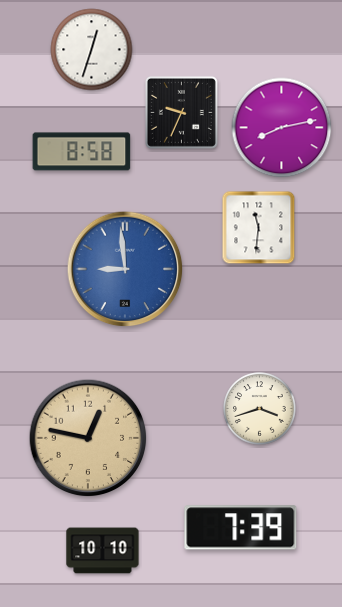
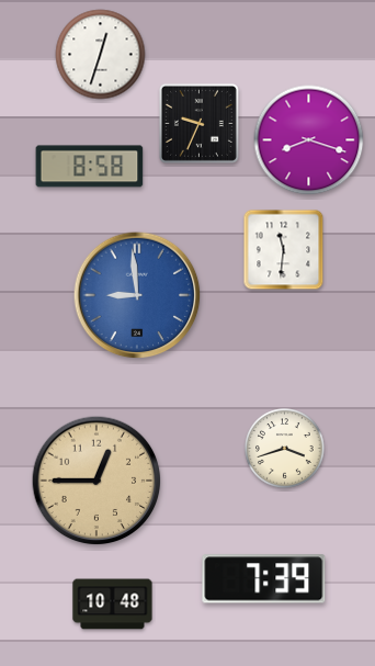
clock at (282, 128): 8:13 -> 8:18
clock at (88, 438): 12:47 -> 12:45
clock at (103, 551): 10:10 -> 10:48
